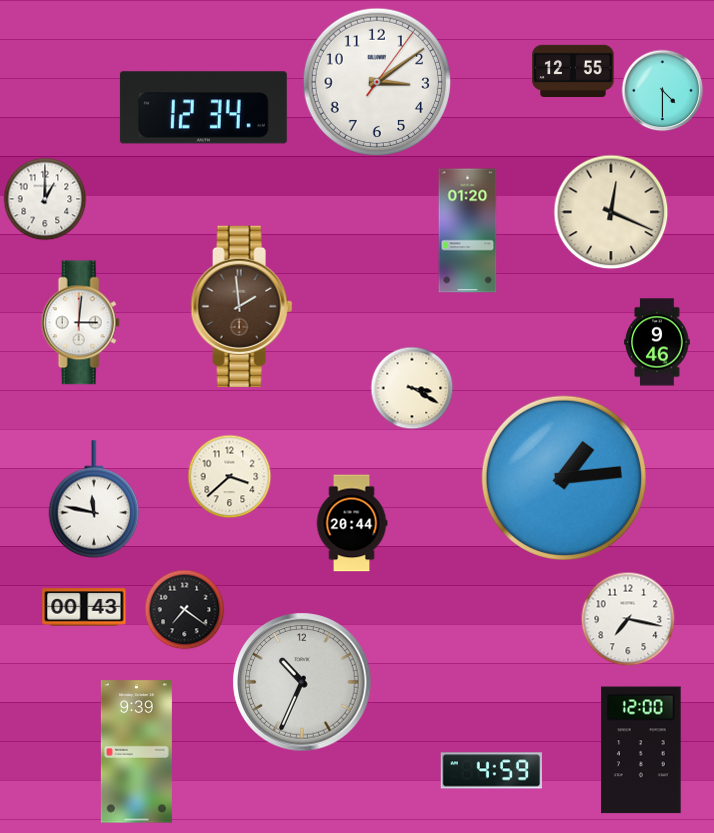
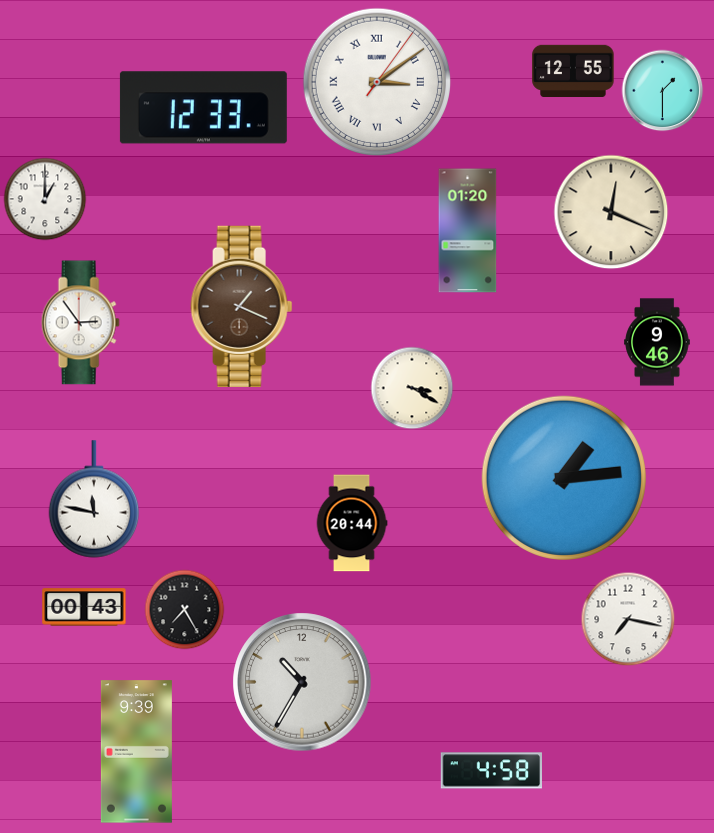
clock at (377, 82) numerals: Arabic -> Roman
clock at (663, 91): 4:30 -> 1:30
clock at (203, 108): 12:34 -> 12:33
clock at (242, 306): 1:59 -> 1:19
clock at (80, 323): 3:01 -> 2:54
clock at (230, 477): 3:38 -> none
clock at (185, 610): 7:21 -> 7:25
clock at (302, 682): 10:34 -> 10:35
clock at (642, 750): 12:00 -> none
clock at (491, 771): 4:59 -> 4:58
